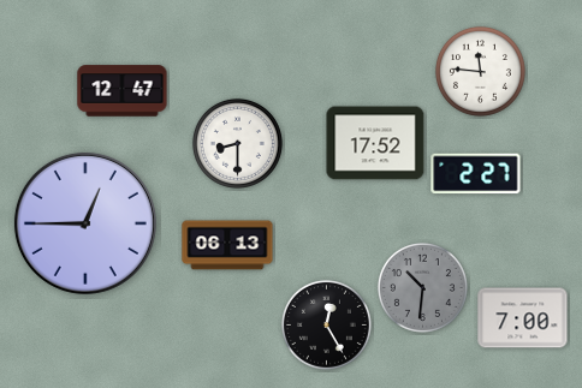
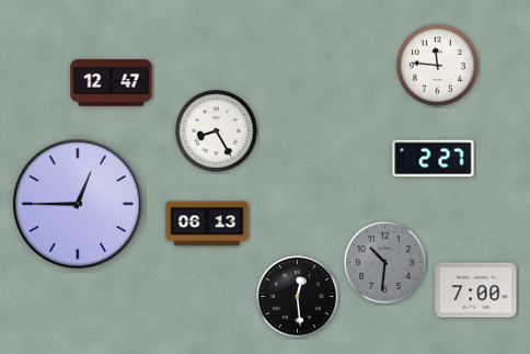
clock at (237, 143): 8:30 -> 8:25
clock at (375, 143): 17:52 -> none
clock at (326, 324): 12:25 -> 12:29
